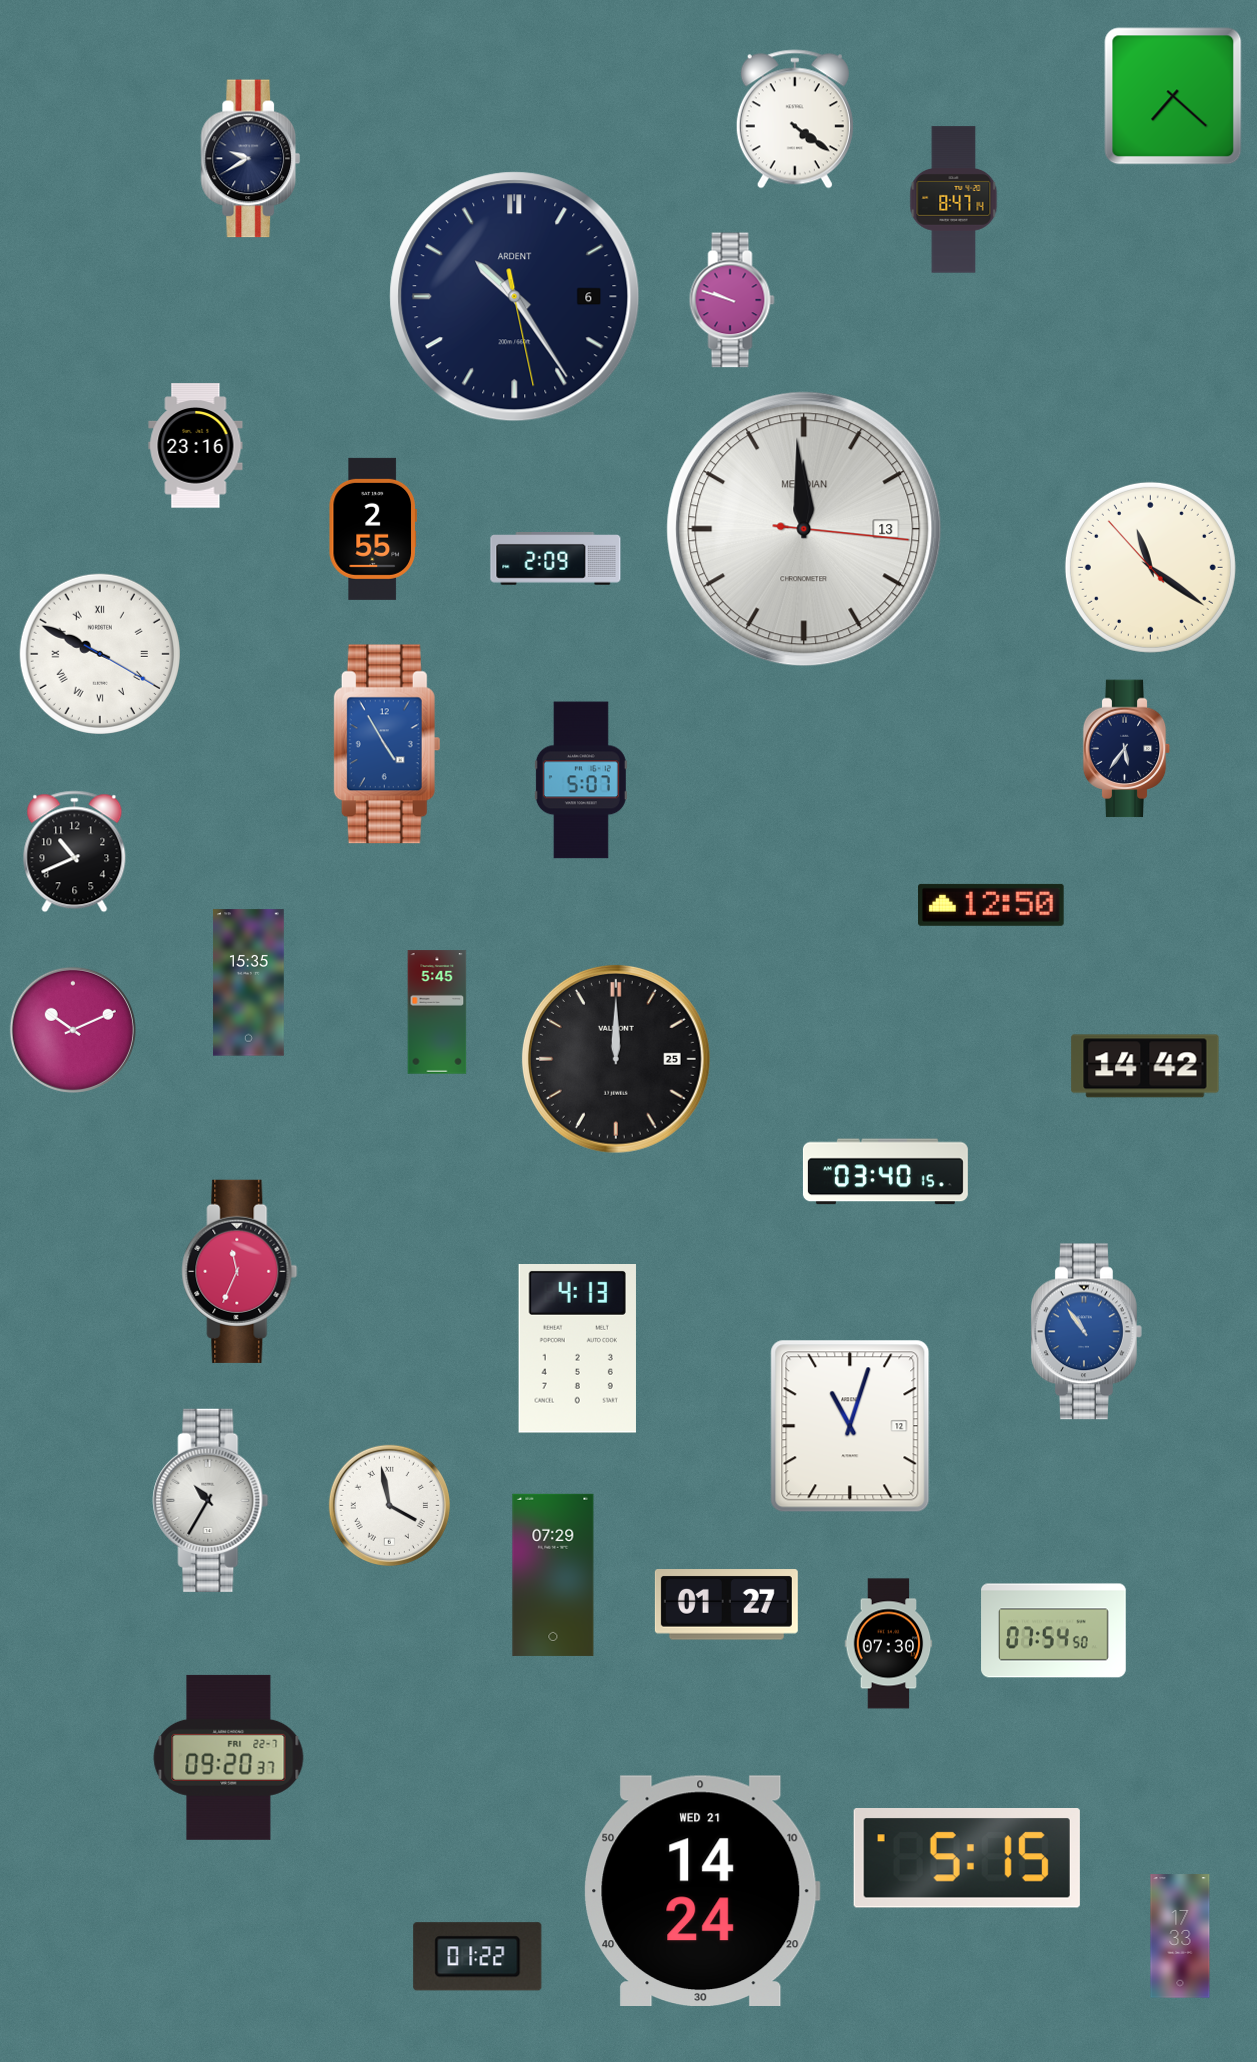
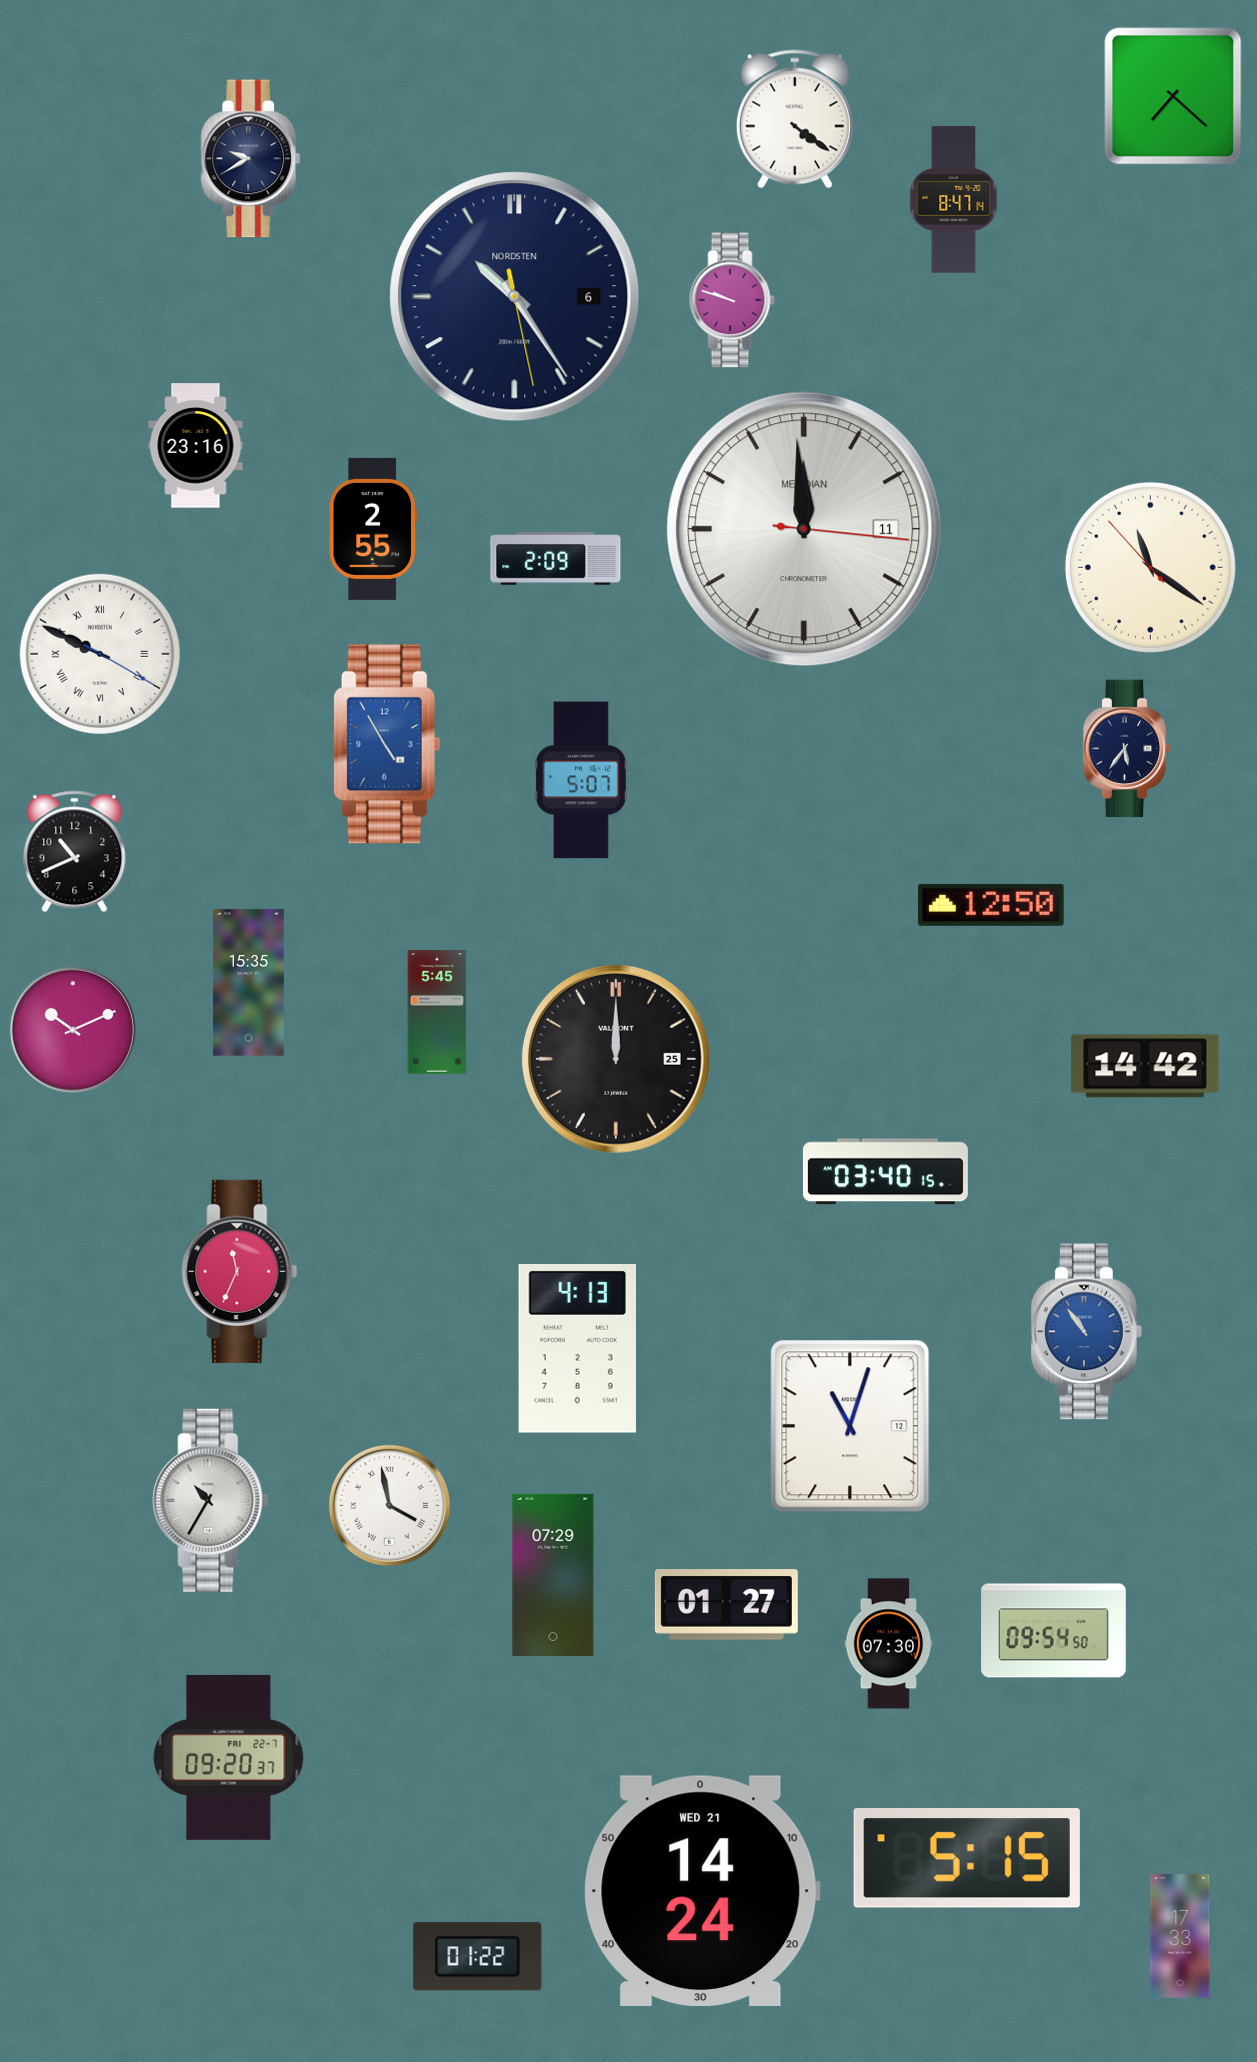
clock at (515, 297) brand: ARDENT -> NORDSTEN
clock at (804, 529) date: 13 -> 11
clock at (1054, 1631): 07:54 -> 09:54
